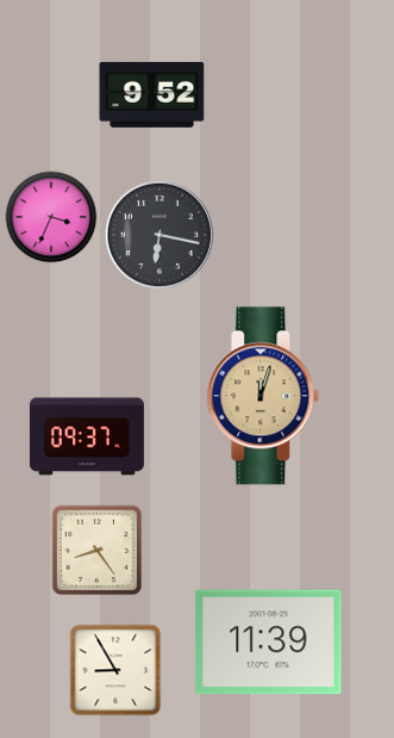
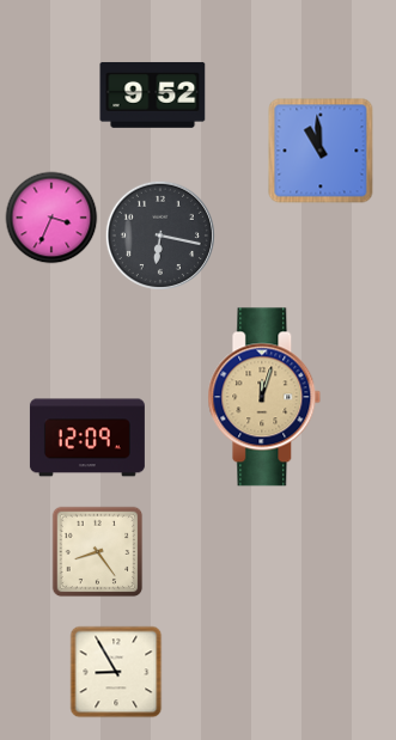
clock at (321, 151): none -> 10:59
clock at (87, 436): 09:37 -> 12:09
clock at (269, 643): 11:39 -> none
